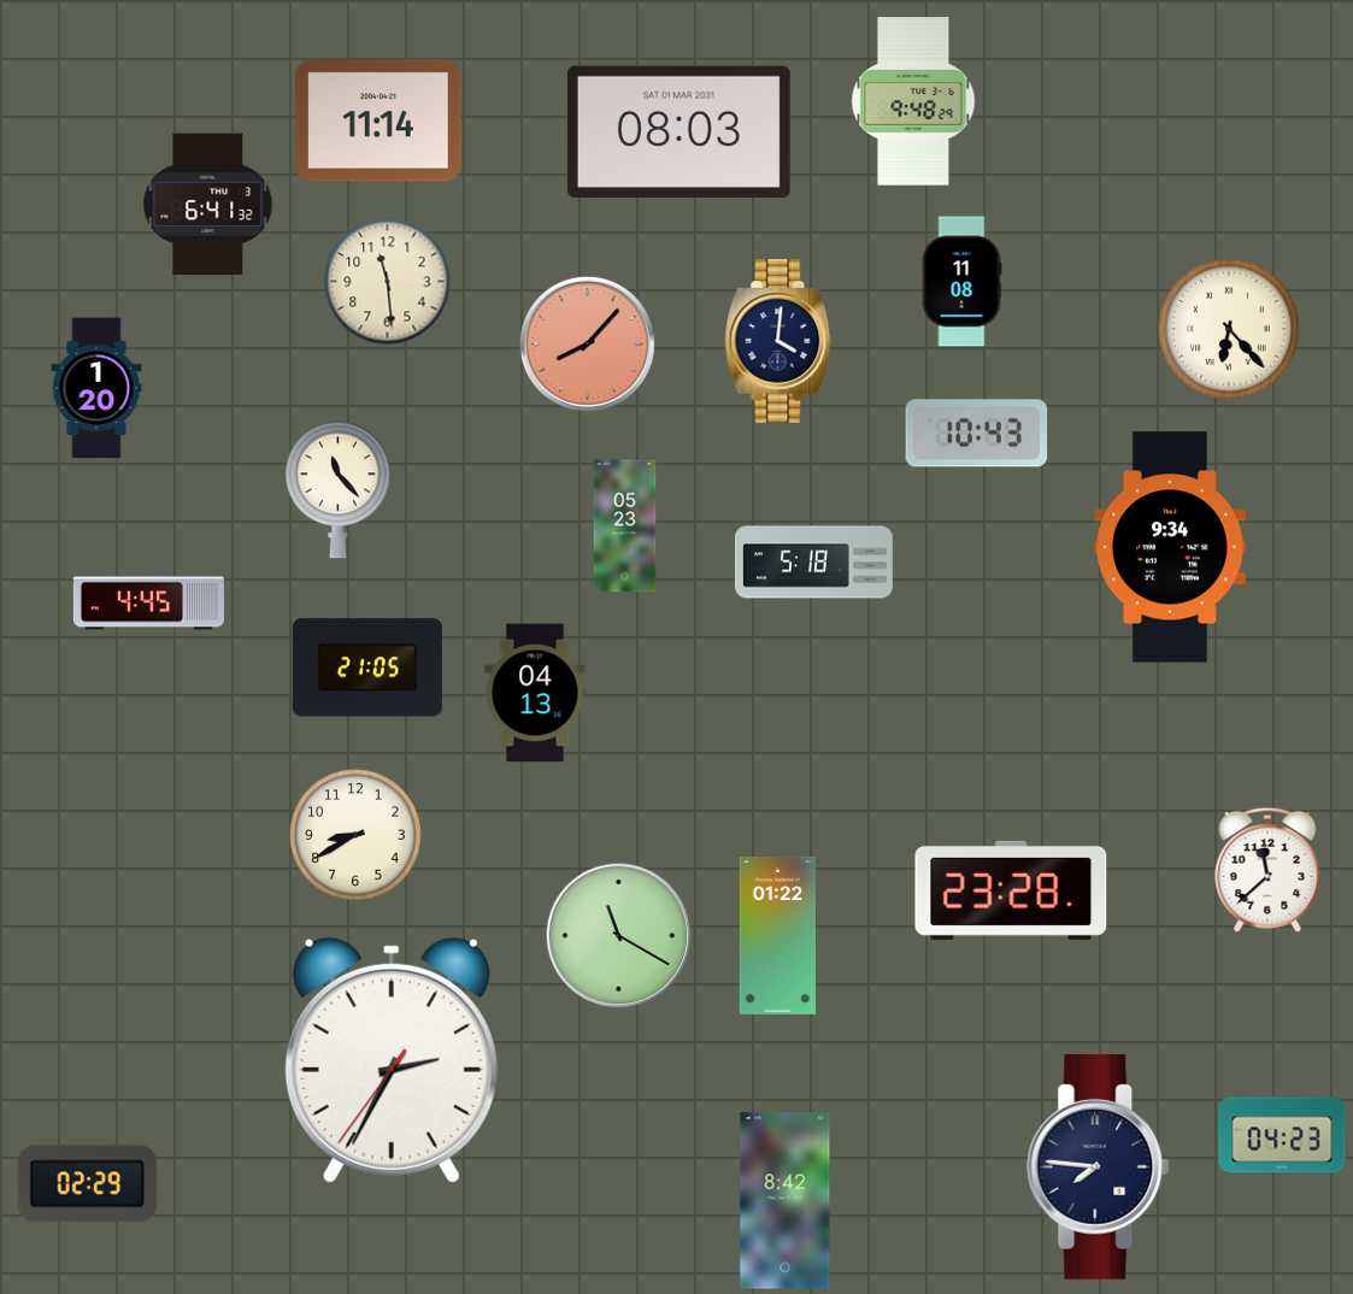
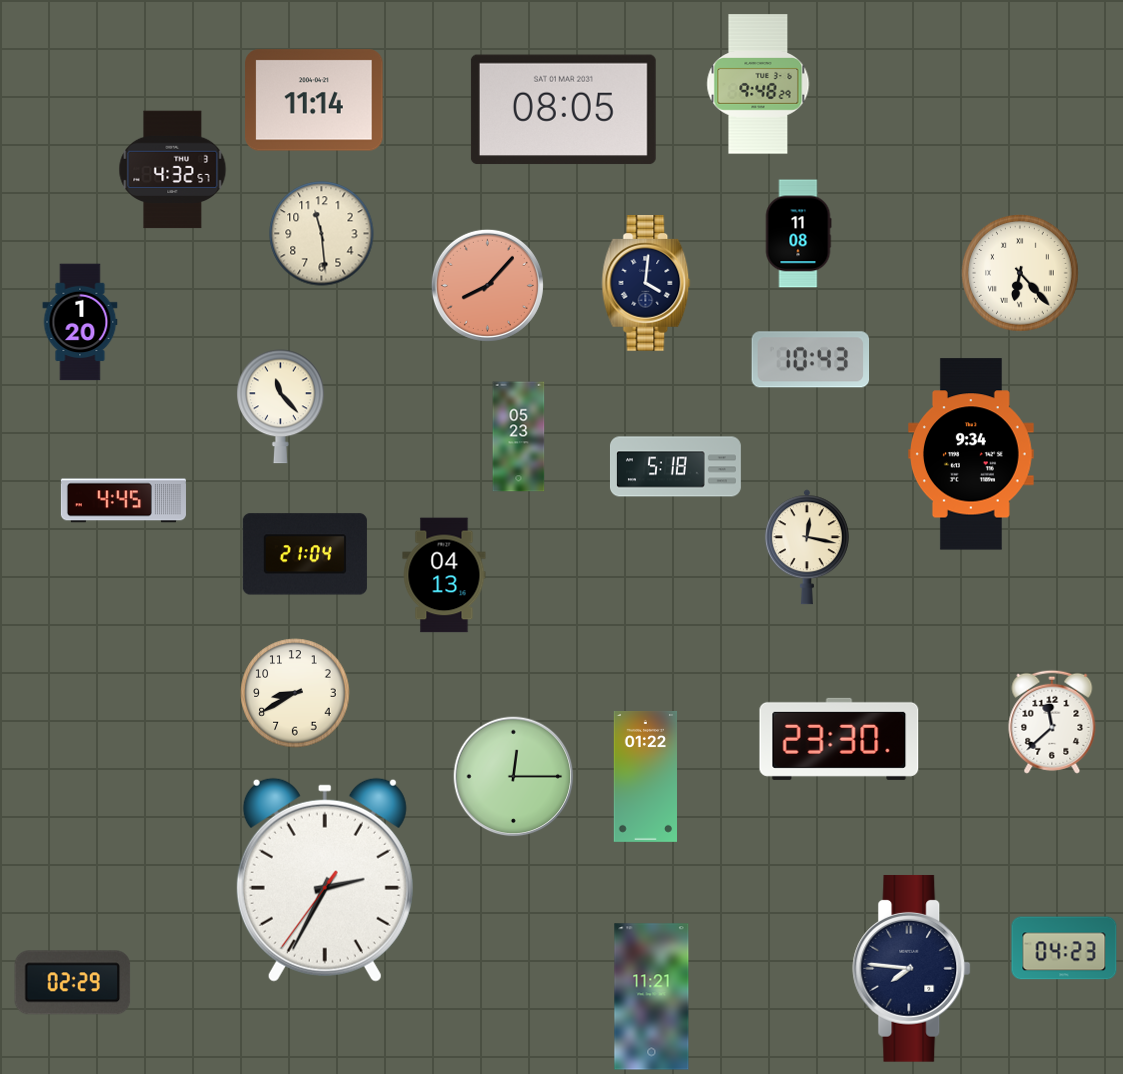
clock at (678, 133): 08:03 -> 08:05
clock at (208, 205): 6:41 -> 4:32
clock at (807, 547): none -> 12:17
clock at (367, 667): 21:05 -> 21:04
clock at (1011, 890): 23:28 -> 23:30
clock at (619, 936): 11:20 -> 12:15
clock at (1282, 1135) position: (1282, 1135) -> (1064, 948)
clock at (786, 1201): 8:42 -> 11:21
